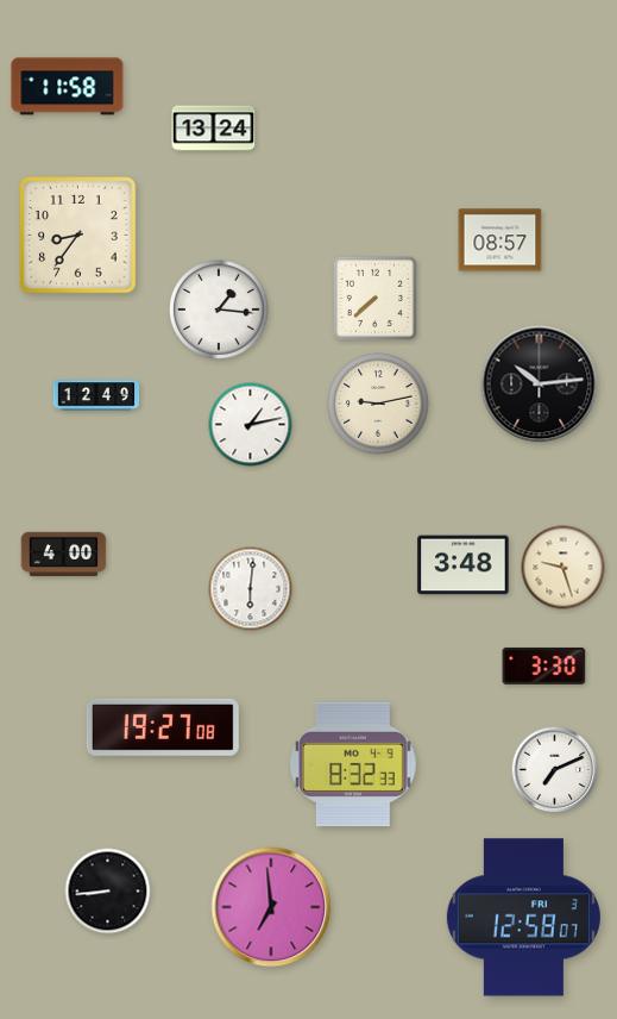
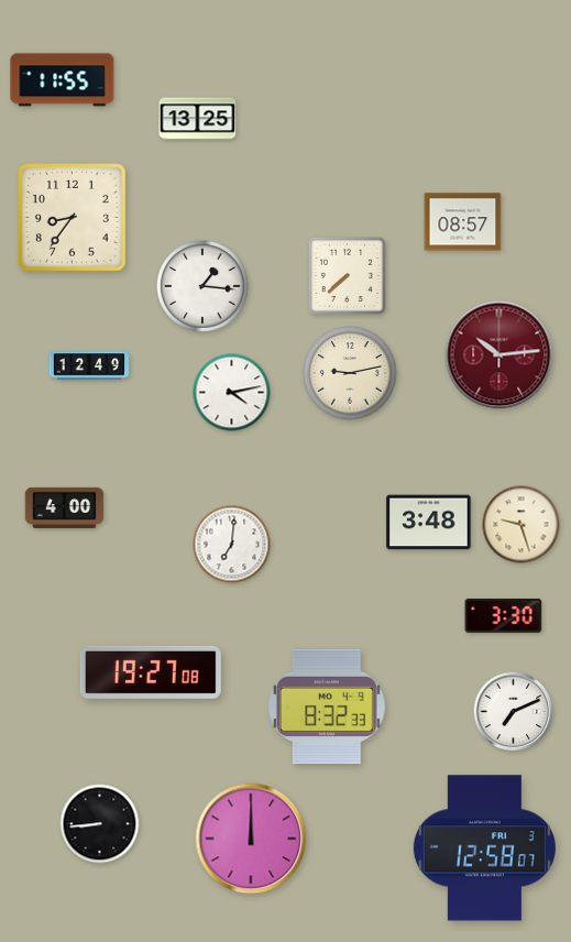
clock at (68, 87): 11:58 -> 11:55
clock at (214, 129): 13:24 -> 13:25
clock at (540, 385) dial: black -> burgundy
clock at (251, 425): 1:13 -> 4:13
clock at (64, 554) position: (64, 554) -> (65, 507)
clock at (251, 589): 6:01 -> 7:01
clock at (271, 907): 6:59 -> 12:00
